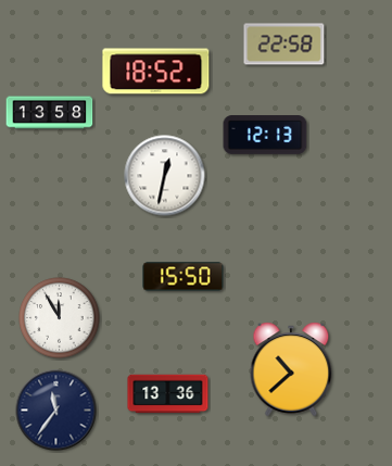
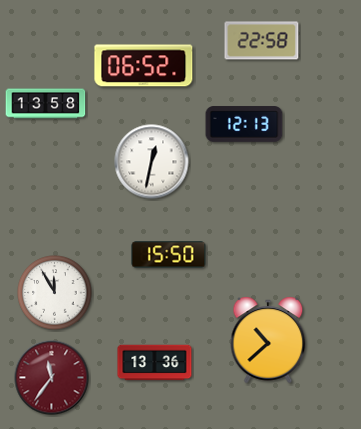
clock at (156, 72): 18:52 -> 06:52
clock at (56, 411) dial: navy -> burgundy
